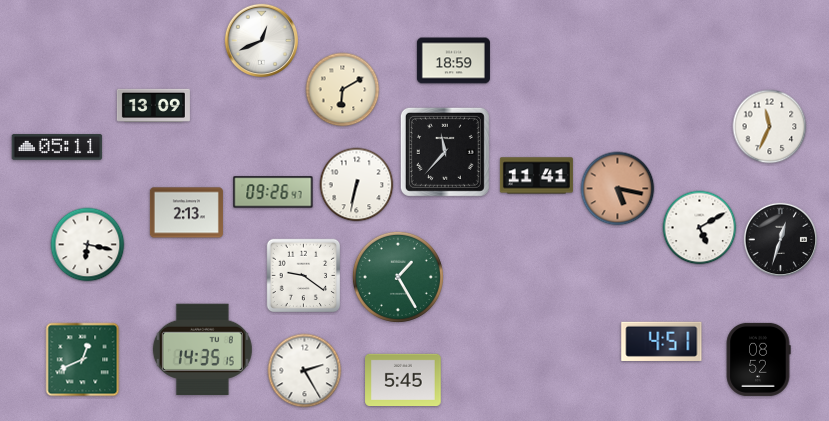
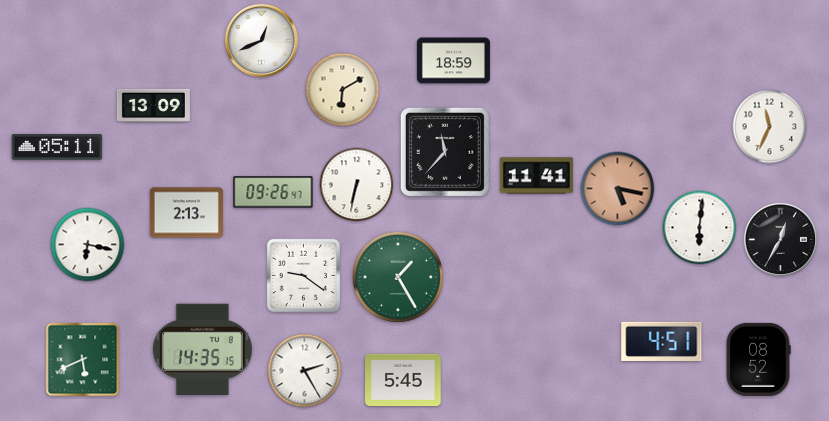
clock at (700, 228): 5:10 -> 6:01
clock at (781, 240): 12:33 -> 12:35
clock at (83, 360): 12:41 -> 5:41
